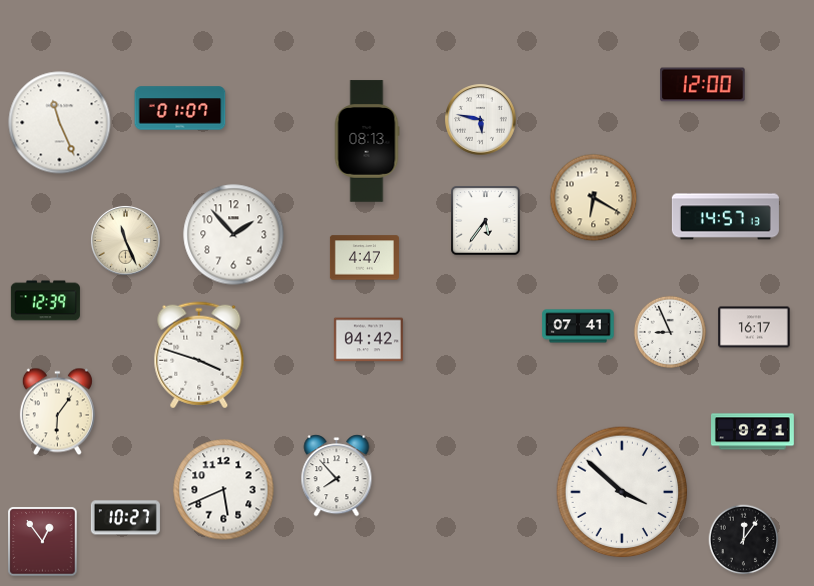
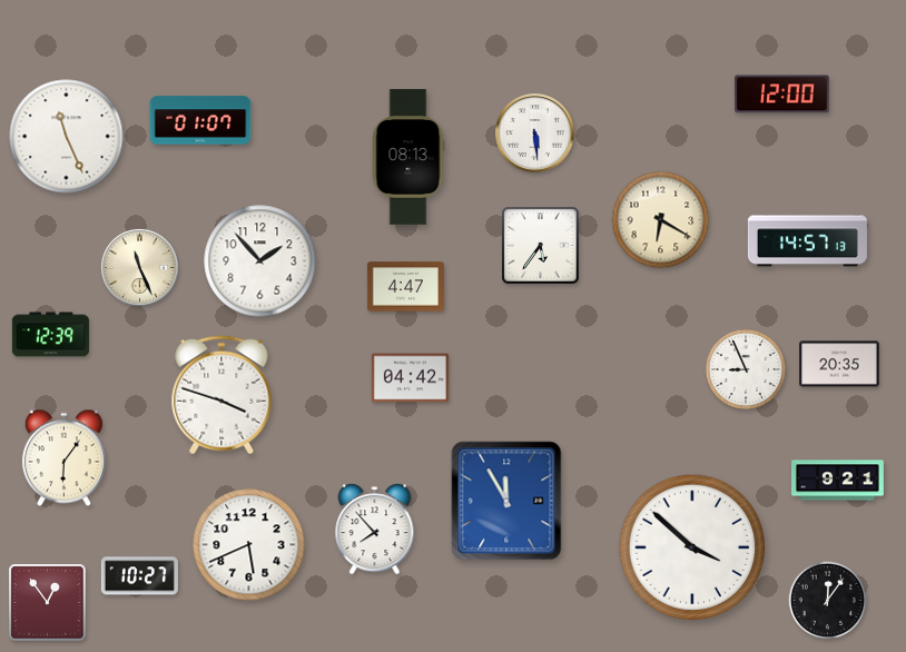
clock at (481, 120): 5:47 -> 5:29
clock at (578, 326): 07:41 -> none
clock at (754, 327): 16:17 -> 20:35
clock at (506, 501): none -> 11:55
